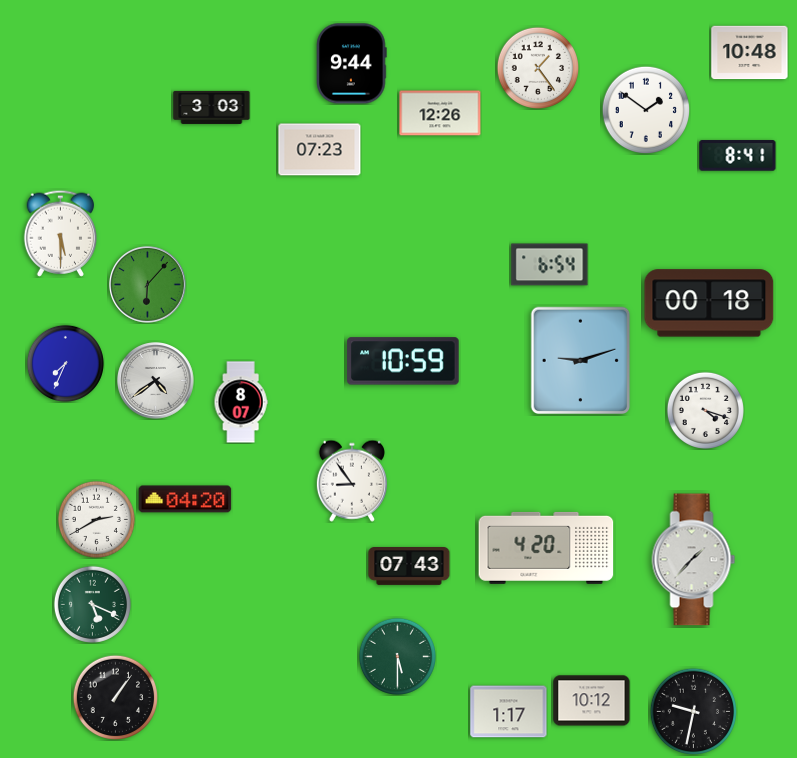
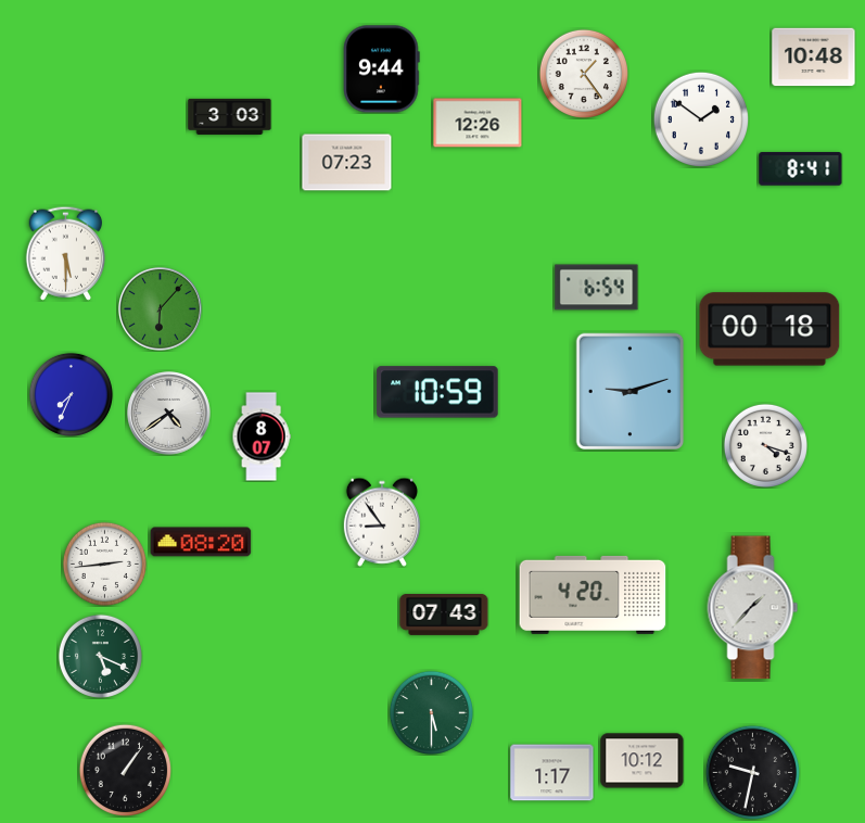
clock at (185, 499): 04:20 -> 08:20
clock at (96, 519): 2:40 -> 2:44
clock at (115, 697) position: (115, 697) -> (125, 770)
